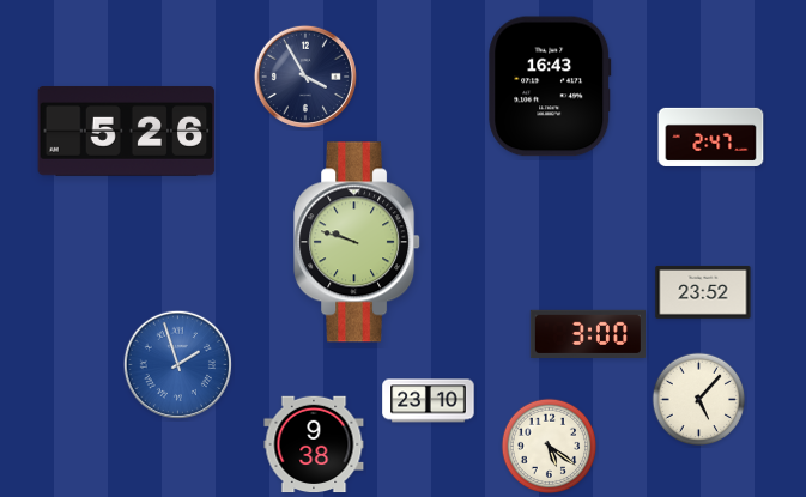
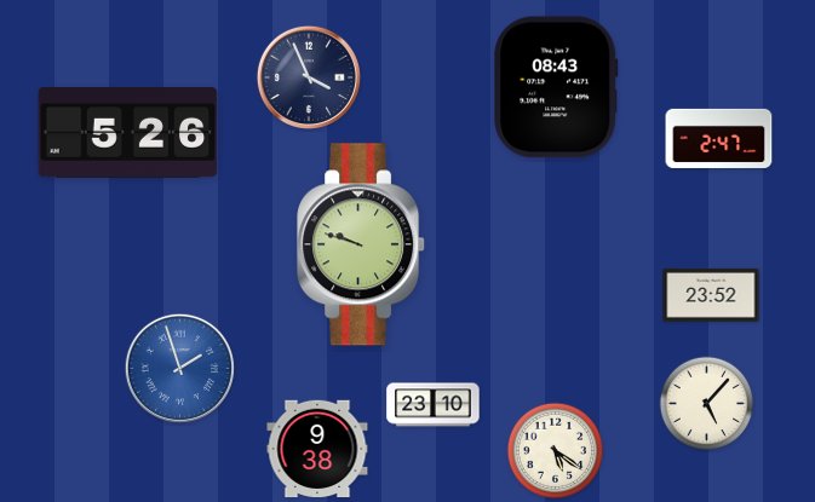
clock at (305, 77): 3:55 -> 3:56
clock at (550, 86): 16:43 -> 08:43
clock at (588, 333): 3:00 -> none
